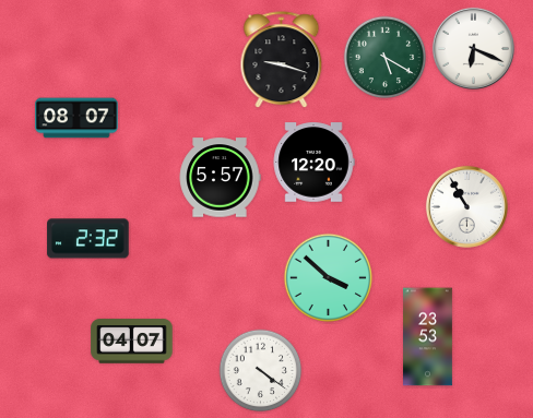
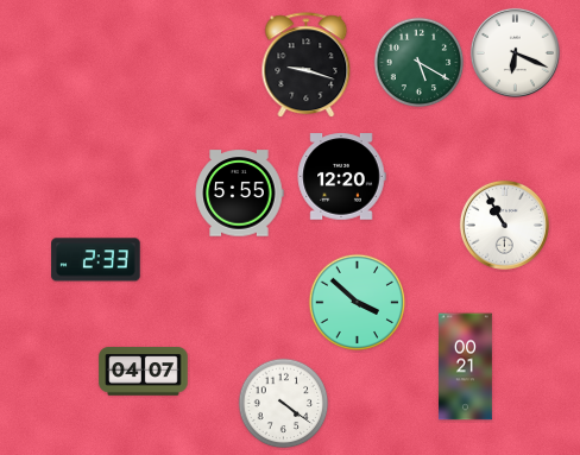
clock at (76, 118): 08:07 -> none
clock at (220, 178): 5:57 -> 5:55
clock at (466, 206) position: (466, 206) -> (504, 225)
clock at (88, 239): 2:32 -> 2:33
clock at (428, 337): 23:53 -> 00:21
